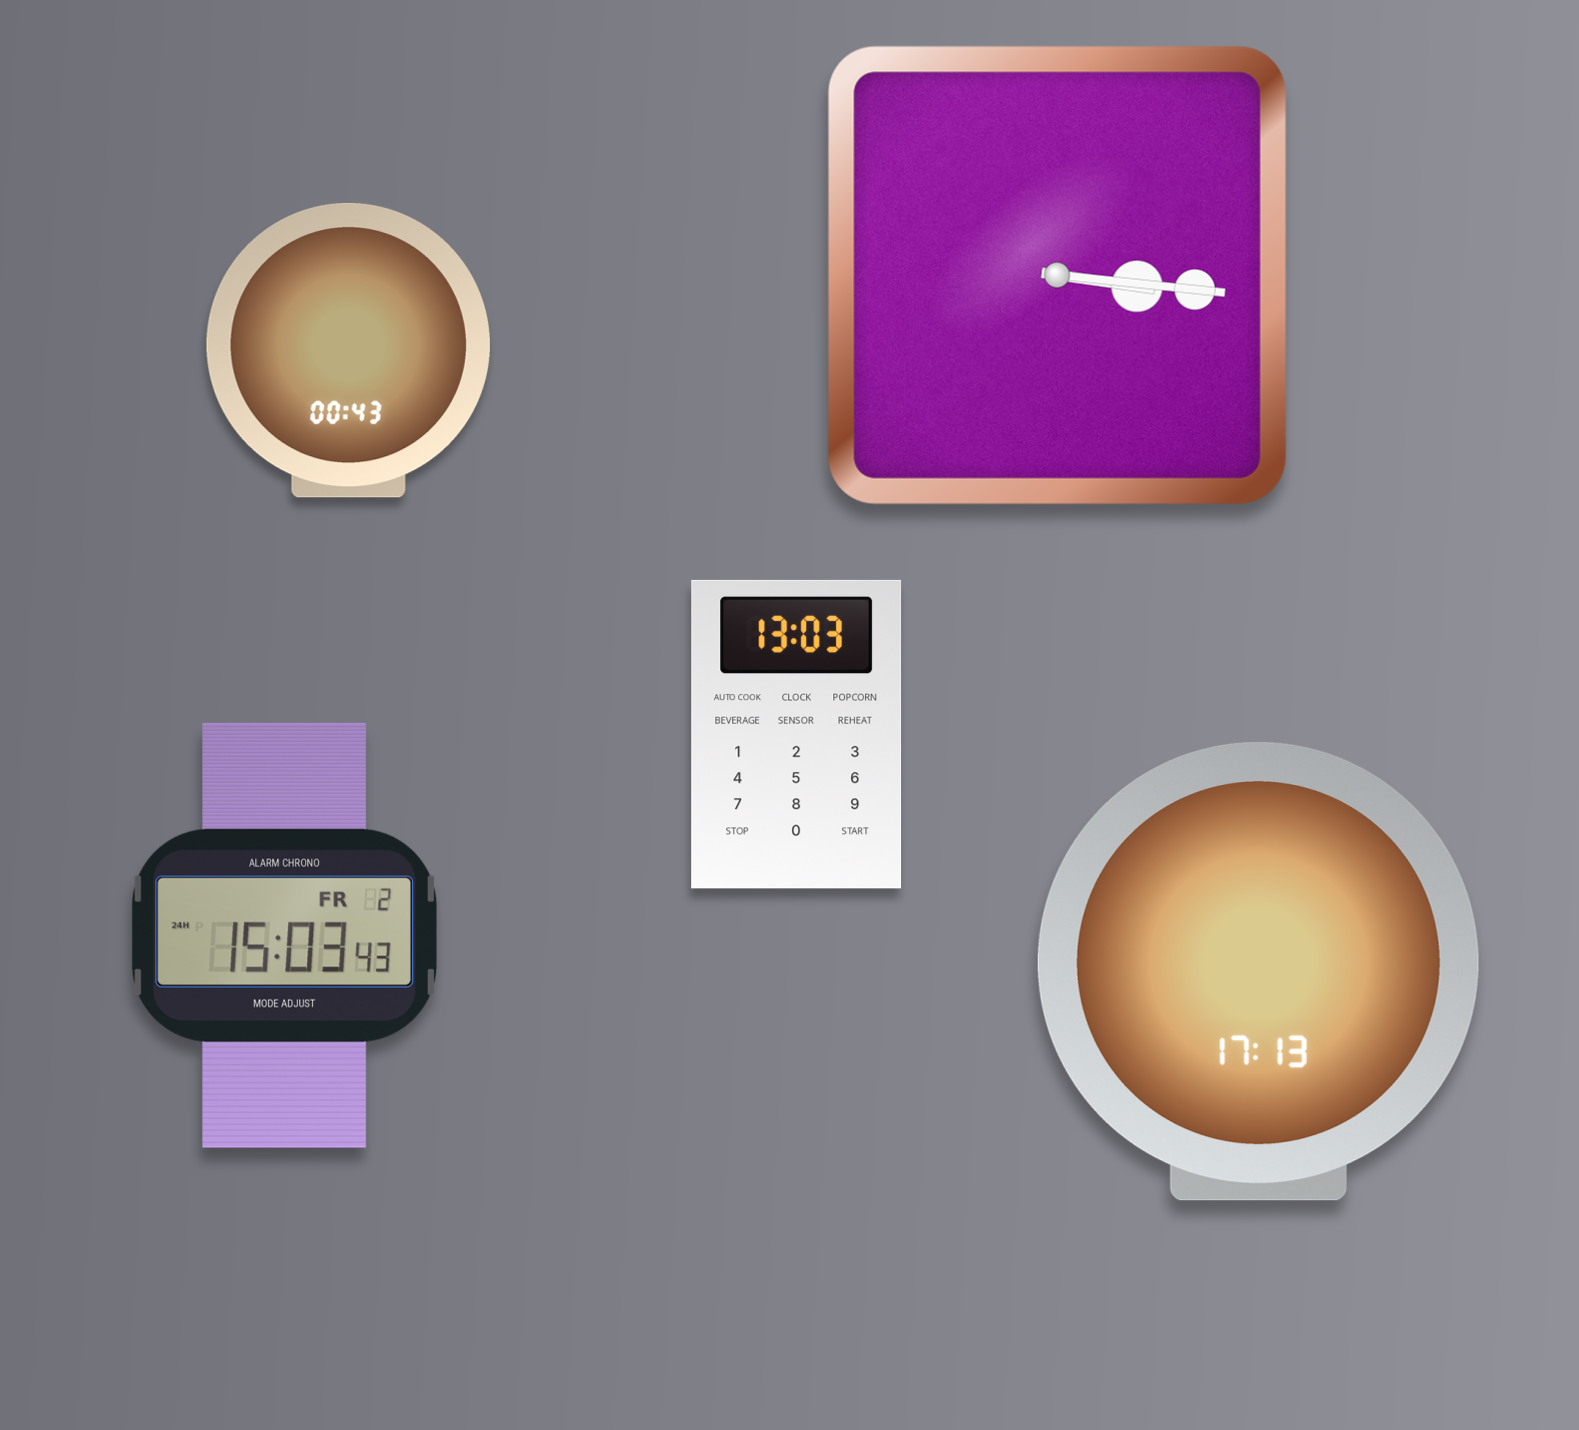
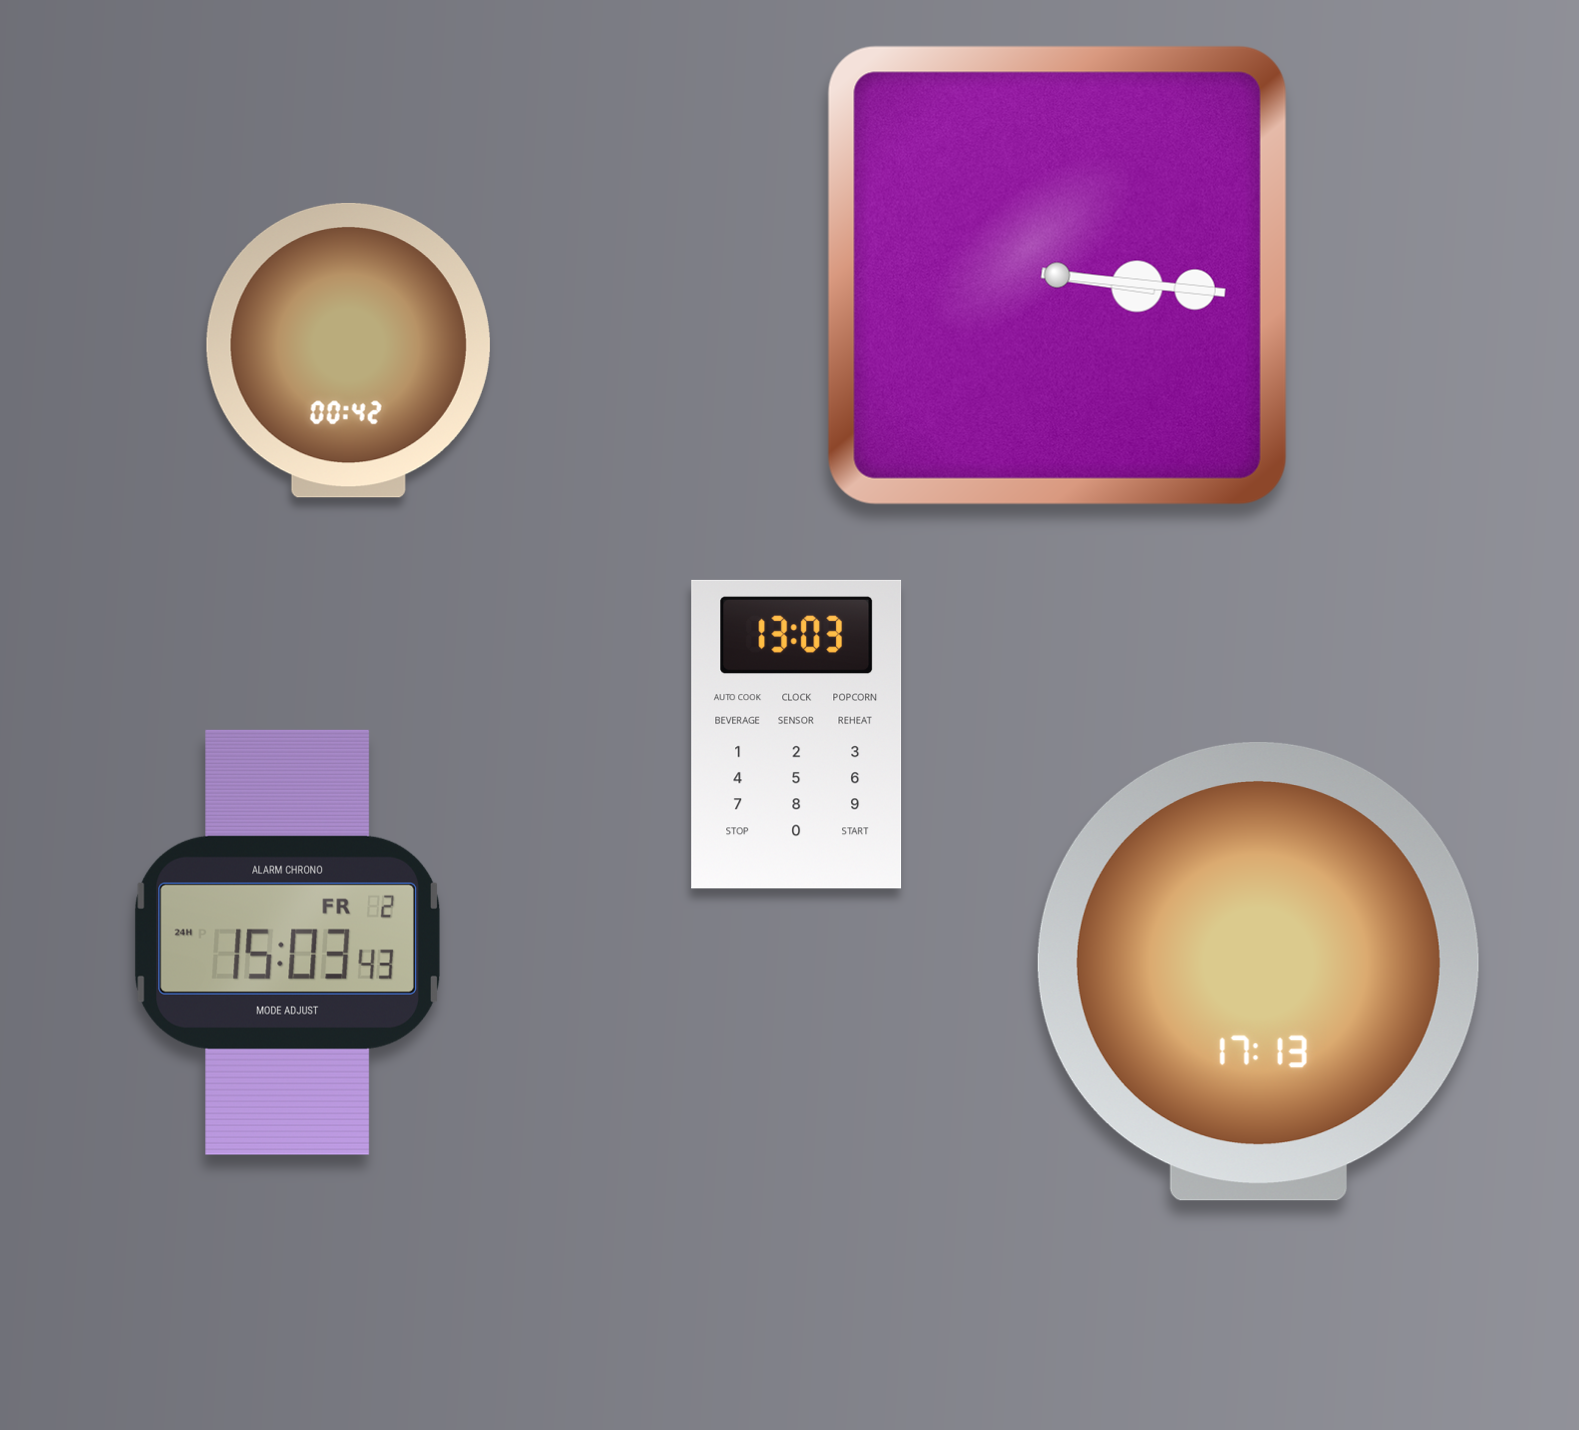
clock at (348, 350): 00:43 -> 00:42
clock at (284, 935) position: (284, 935) -> (287, 942)
